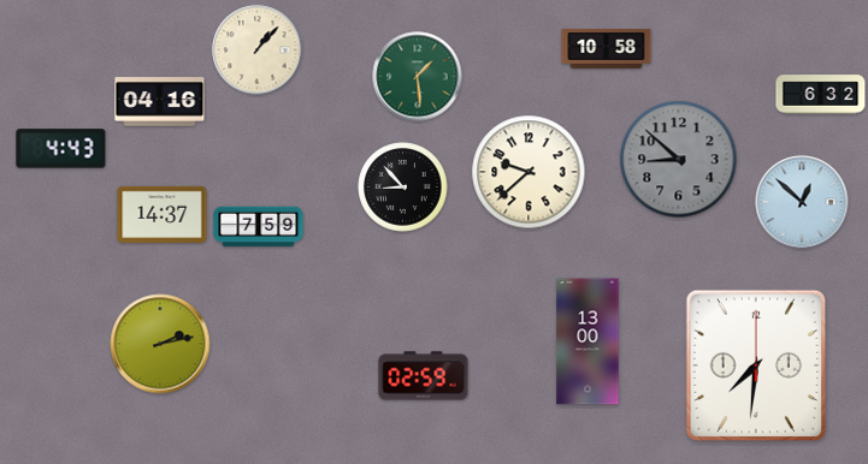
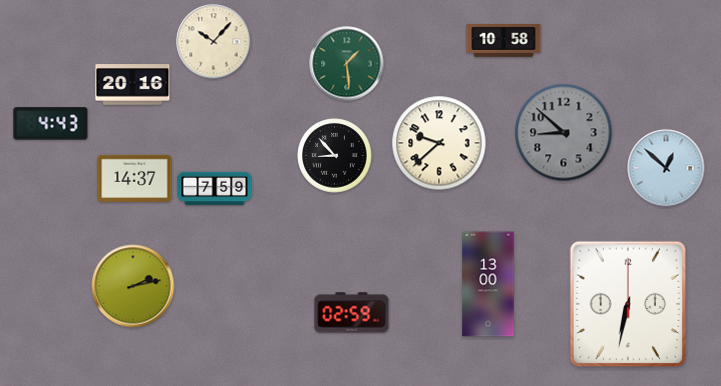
clock at (258, 50): 1:07 -> 10:07
clock at (821, 95): 6:32 -> none
clock at (160, 102): 04:16 -> 20:16
clock at (756, 365): 7:31 -> 6:32
